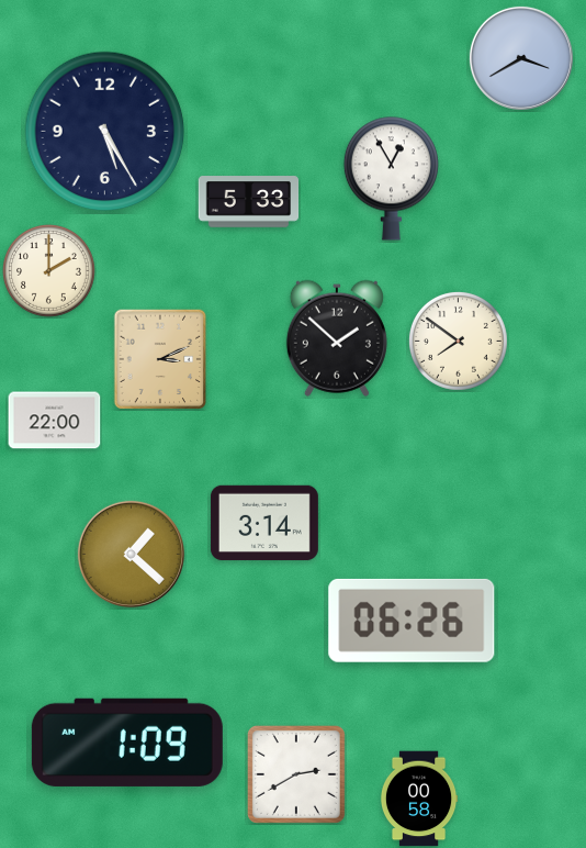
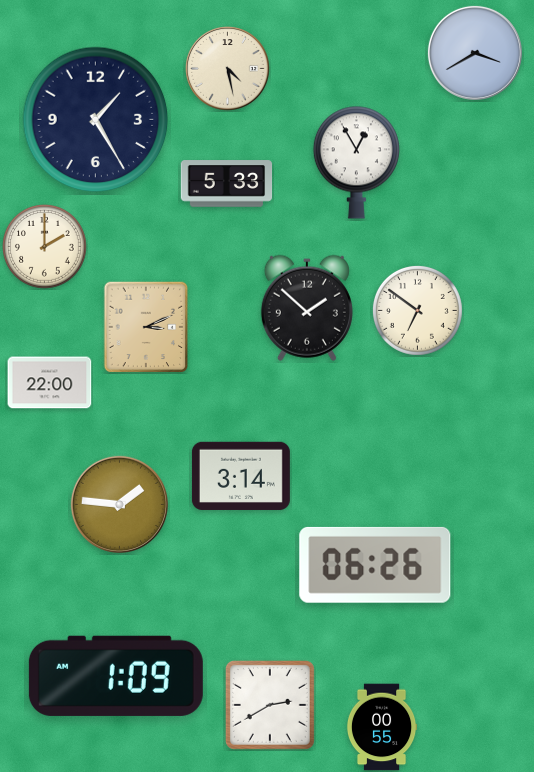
clock at (228, 69): none -> 4:28
clock at (105, 132): 5:25 -> 1:25
clock at (458, 341): 7:51 -> 6:51
clock at (131, 554): 1:22 -> 1:46
clock at (419, 799): 00:58 -> 00:55
